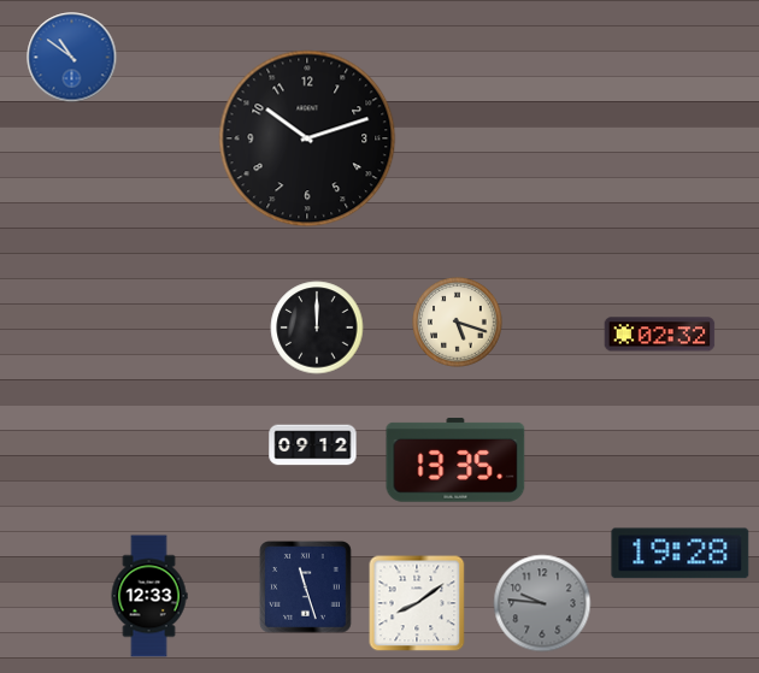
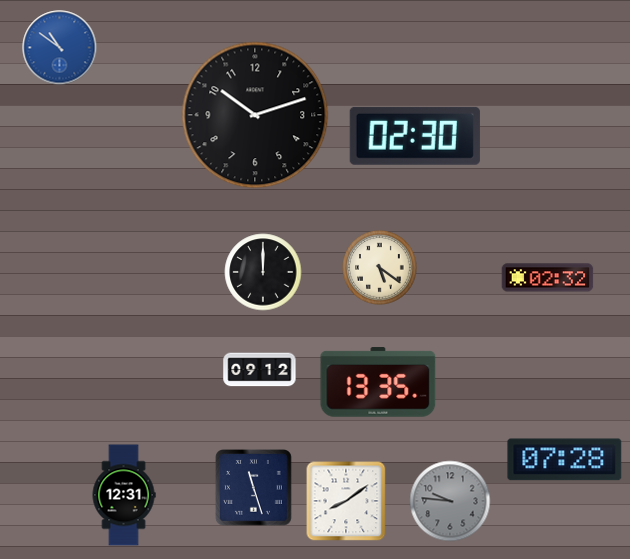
clock at (415, 136): none -> 02:30
clock at (458, 323): 5:18 -> 5:21
clock at (681, 554): 19:28 -> 07:28
clock at (149, 596): 12:33 -> 12:31
